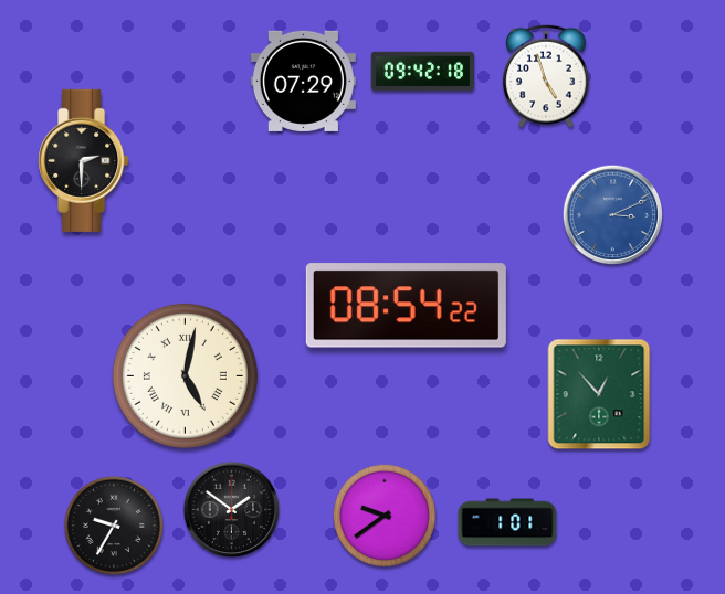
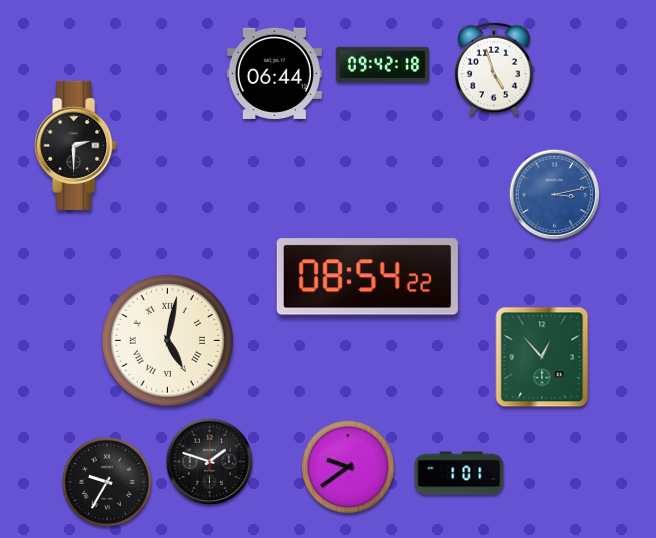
clock at (303, 81): 07:29 -> 06:44
clock at (612, 214): 3:11 -> 3:13
clock at (232, 510): 1:51 -> 1:48
clock at (114, 526) position: (114, 526) -> (107, 482)
